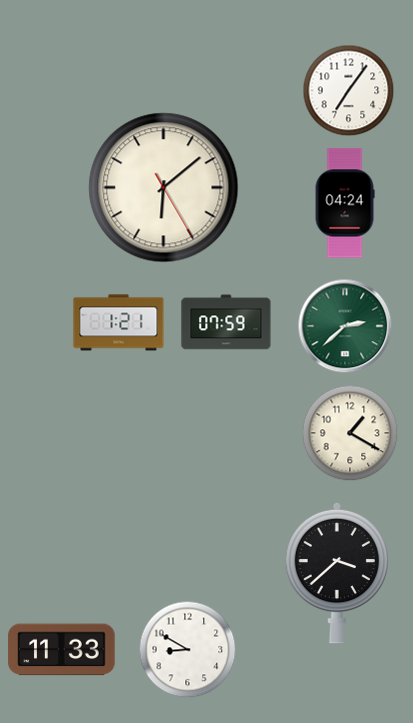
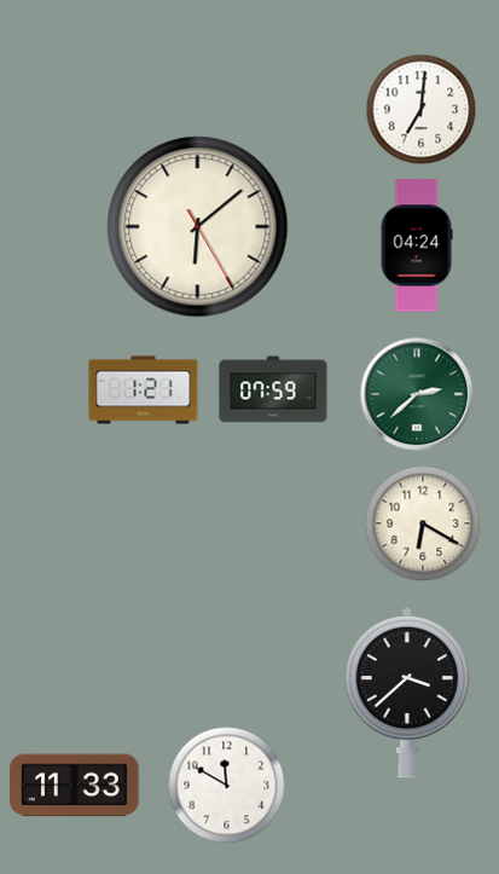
clock at (349, 91): 7:06 -> 7:01
clock at (350, 433): 1:20 -> 6:20
clock at (188, 650): 8:50 -> 11:50
